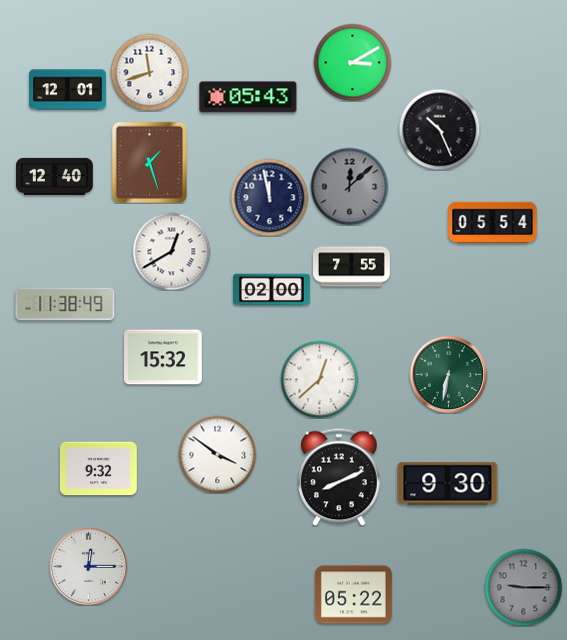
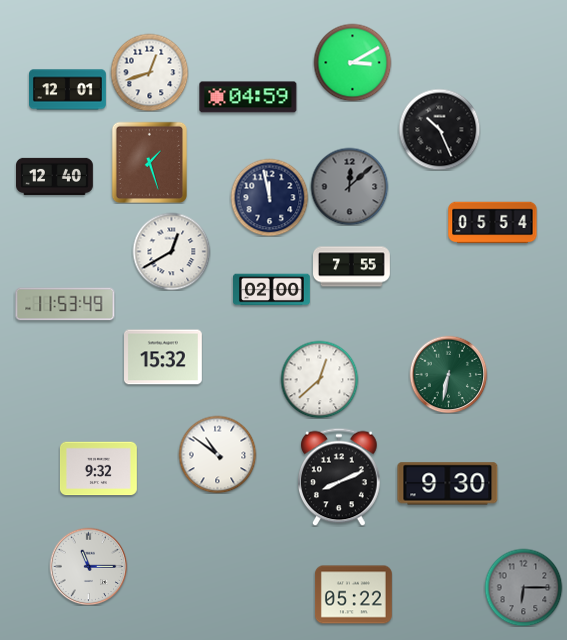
clock at (149, 72): 11:42 -> 12:42
clock at (248, 97): 05:43 -> 04:59
clock at (65, 304): 11:38 -> 11:53
clock at (217, 454): 3:51 -> 10:51
clock at (88, 566): 12:15 -> 11:15
clock at (523, 587): 9:15 -> 6:15
